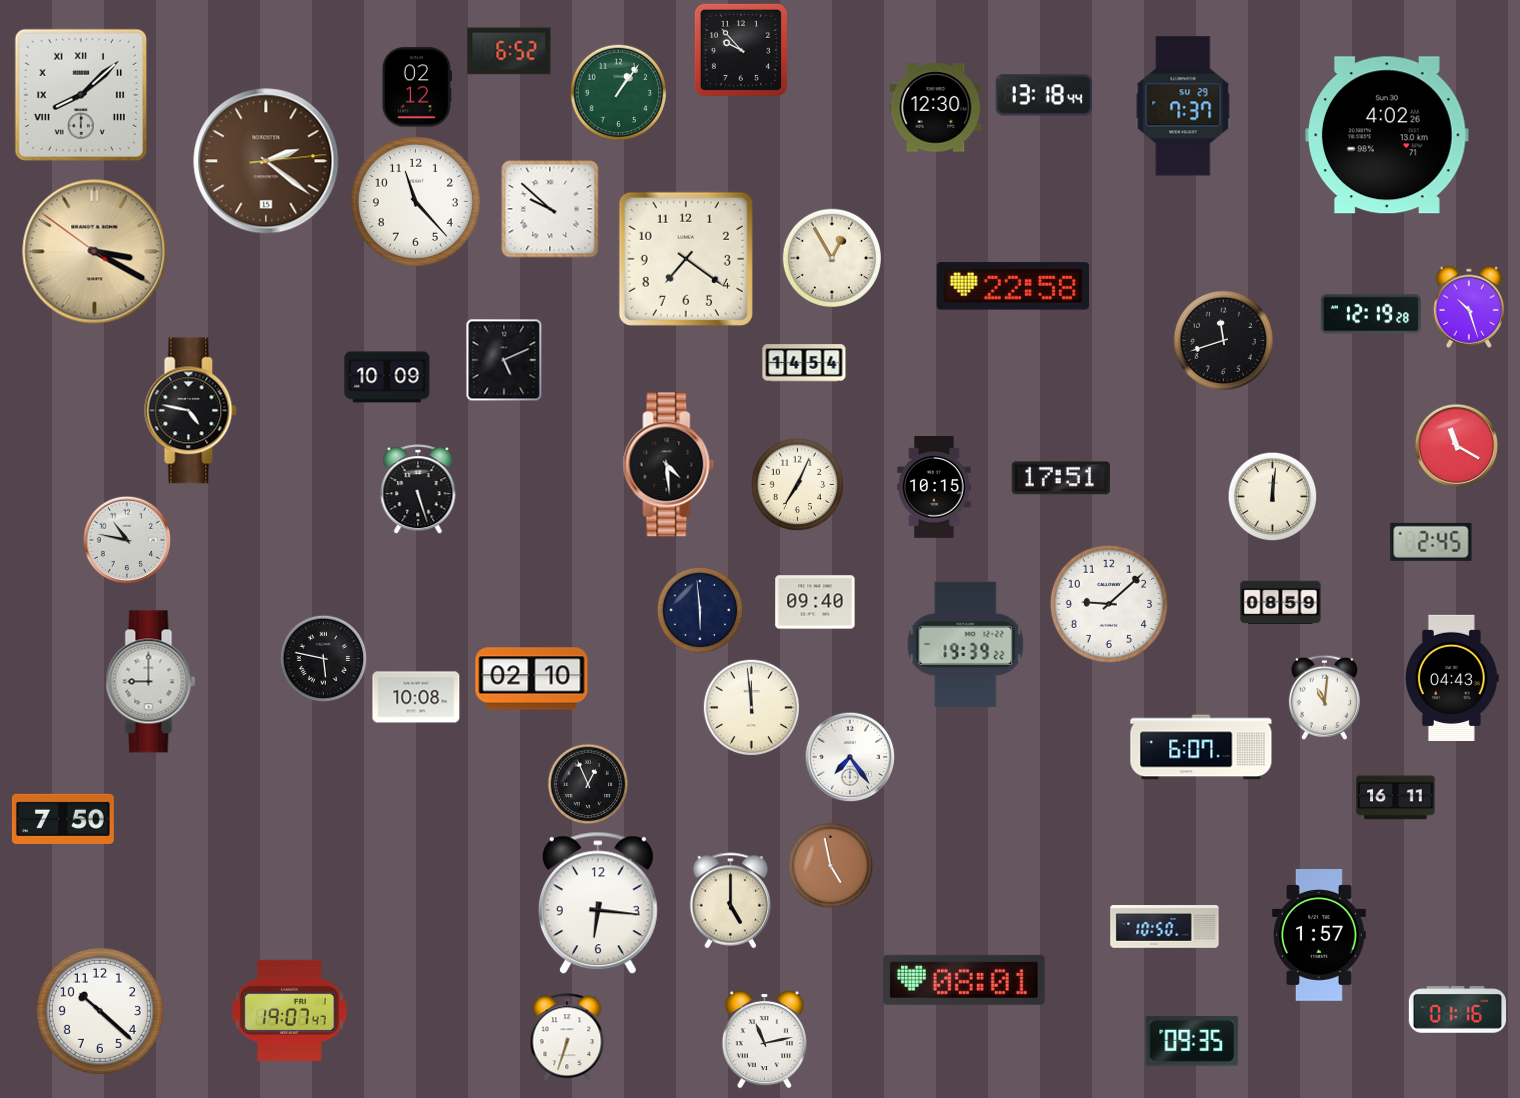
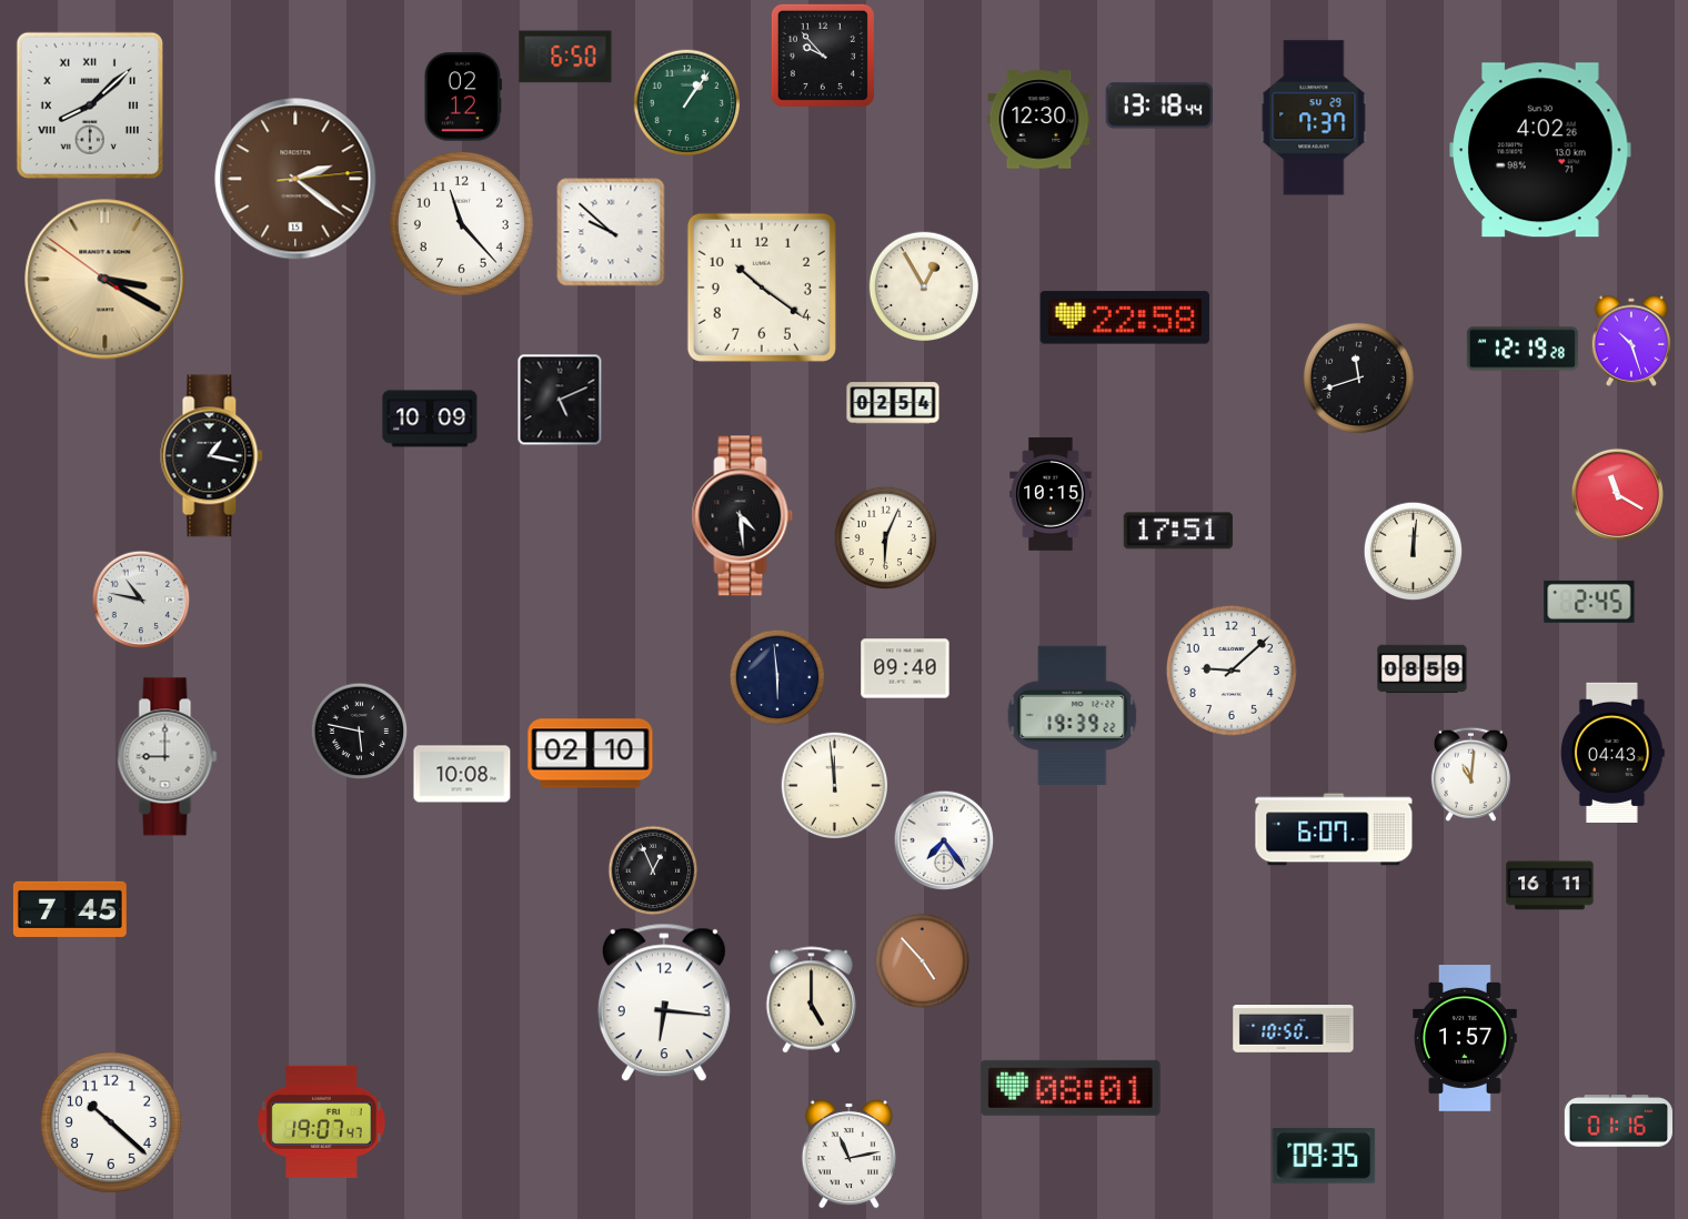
clock at (509, 51): 6:52 -> 6:50
clock at (686, 259): 7:21 -> 10:21
clock at (804, 363): 14:54 -> 02:54
clock at (191, 411): 4:47 -> 1:17
clock at (798, 485): 7:04 -> 6:04
clock at (934, 488) position: (934, 488) -> (1051, 495)
clock at (418, 490): 5:27 -> none
clock at (63, 819): 7:50 -> 7:45
clock at (831, 866): 4:58 -> 4:53
clock at (567, 1038): 6:33 -> none
